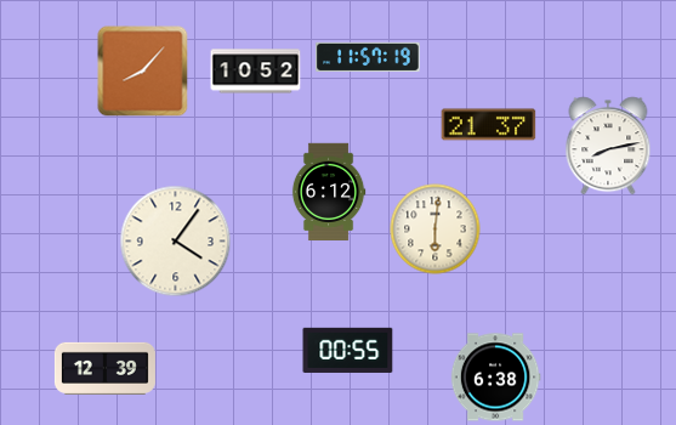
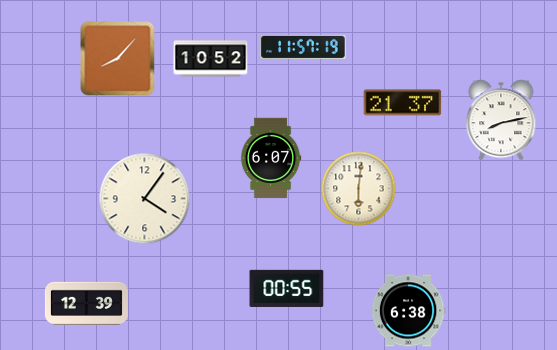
clock at (329, 192): 6:12 -> 6:07
